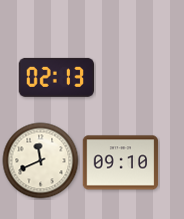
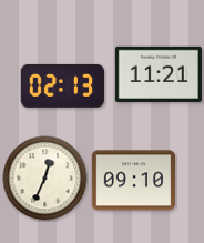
clock at (159, 73): none -> 11:21
clock at (41, 161): 11:41 -> 12:34
